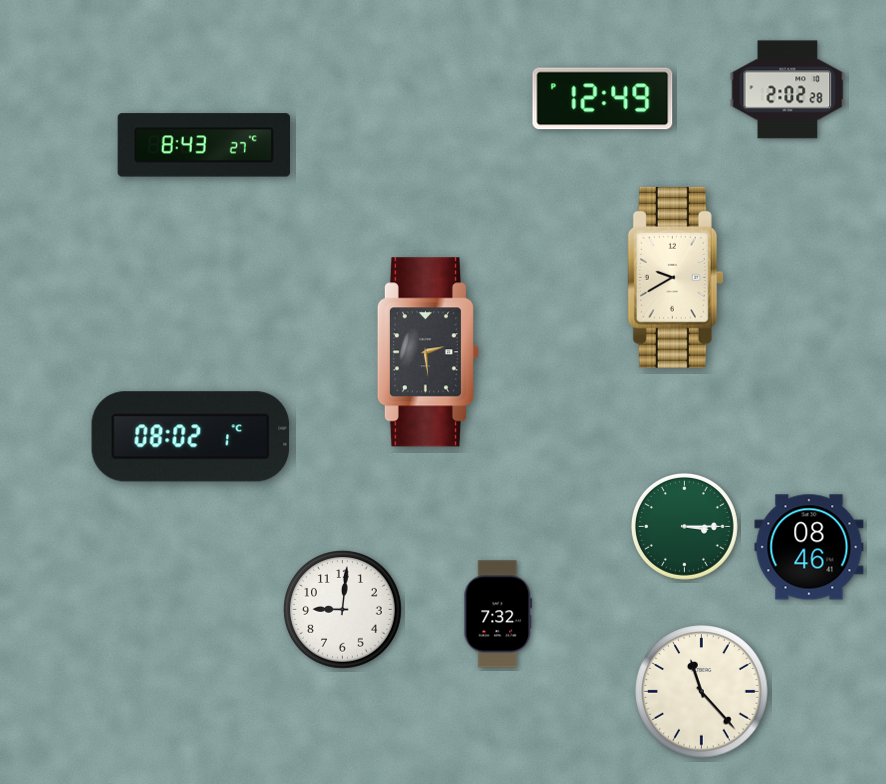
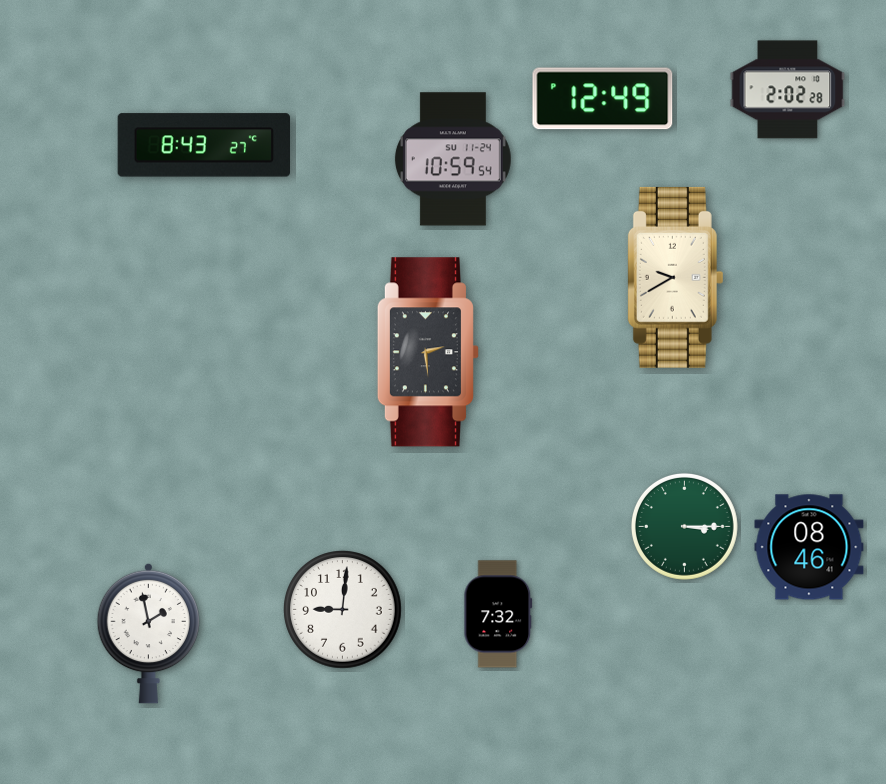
clock at (453, 159): none -> 10:59
clock at (191, 437): 08:02 -> none
clock at (148, 633): none -> 1:58
clock at (702, 692): 11:23 -> none
